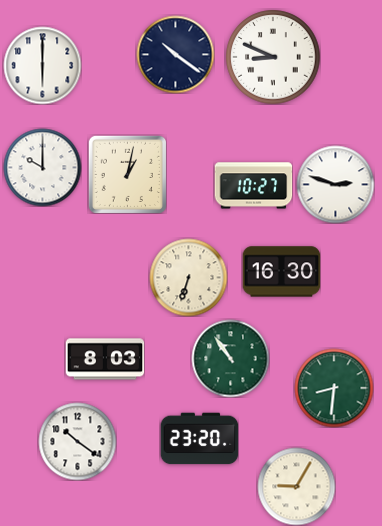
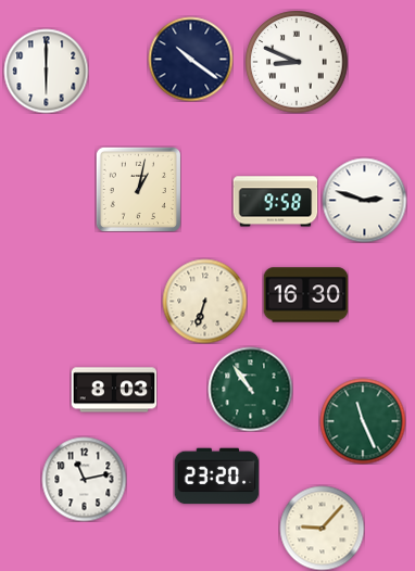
clock at (42, 167): 10:00 -> none
clock at (253, 186): 10:27 -> 9:58
clock at (334, 388): 8:31 -> 11:26
clock at (77, 441): 10:21 -> 11:13
clock at (296, 486): 9:05 -> 9:07
